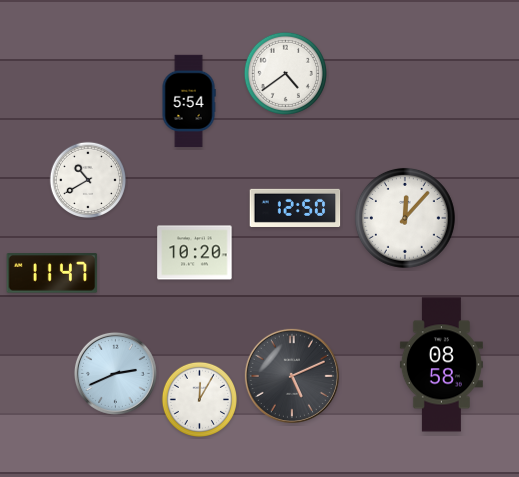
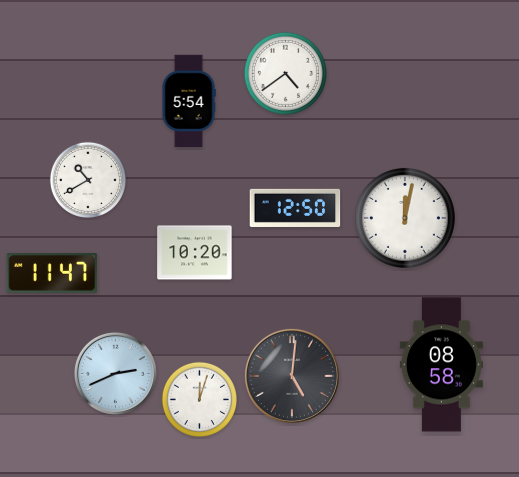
clock at (405, 218): 12:07 -> 12:02
clock at (292, 376): 5:11 -> 5:01
clock at (199, 399): 12:05 -> 12:03
